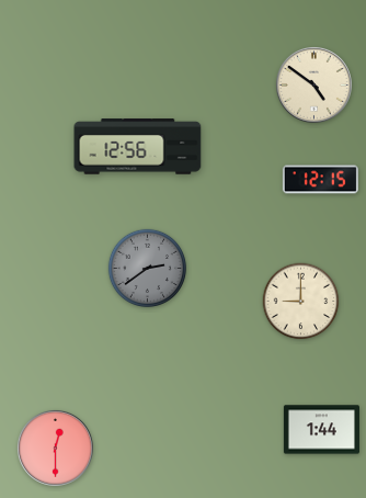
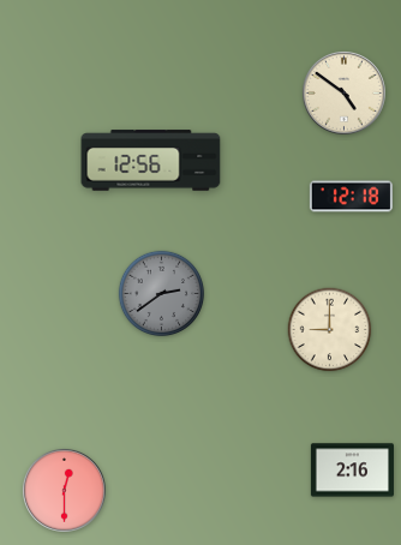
clock at (320, 180): 12:15 -> 12:18
clock at (321, 430): 1:44 -> 2:16
clock at (55, 448) position: (55, 448) -> (64, 490)
